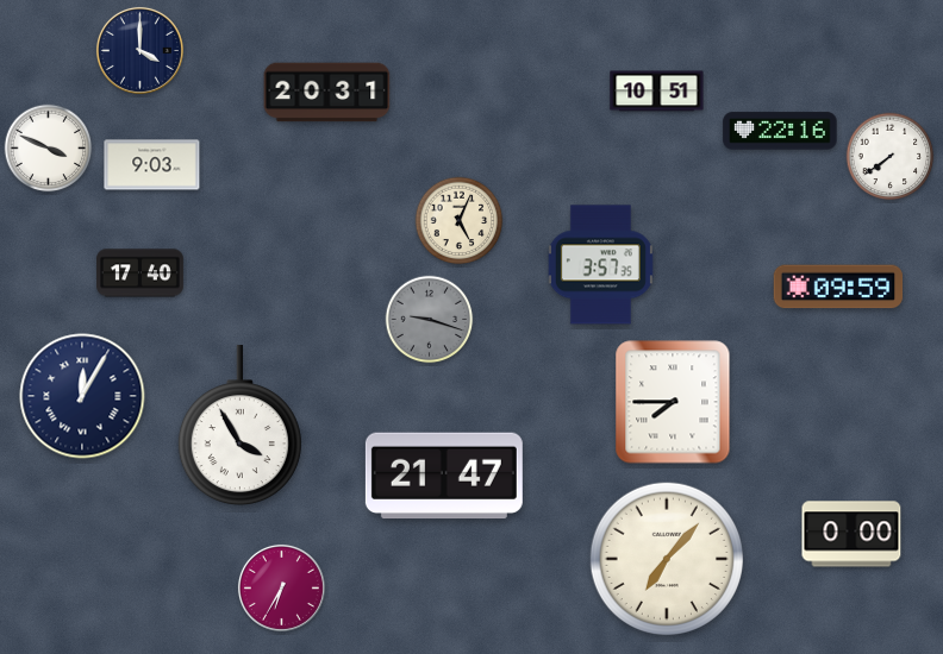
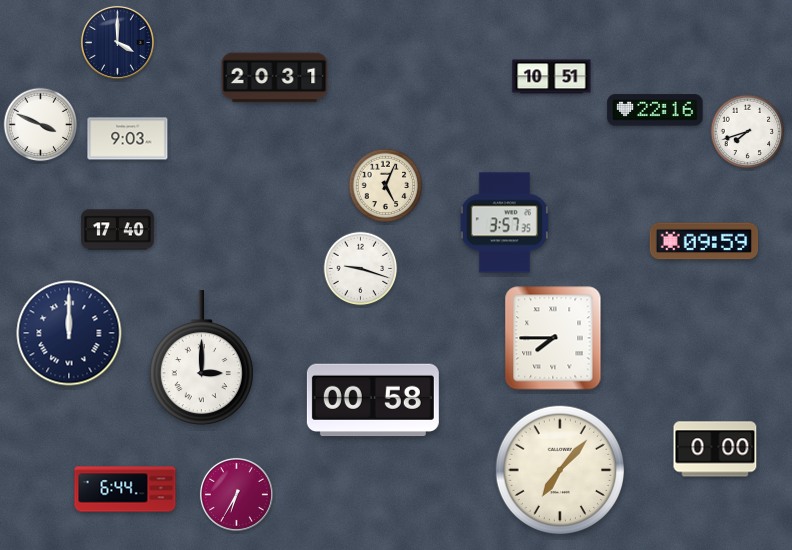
clock at (891, 157): 7:39 -> 7:42
clock at (430, 320) dial: grey -> white
clock at (82, 396): 12:05 -> 12:00
clock at (673, 402) position: (673, 402) -> (553, 338)
clock at (239, 426): 3:55 -> 3:00
clock at (444, 476): 21:47 -> 00:58
clock at (125, 489): none -> 6:44
